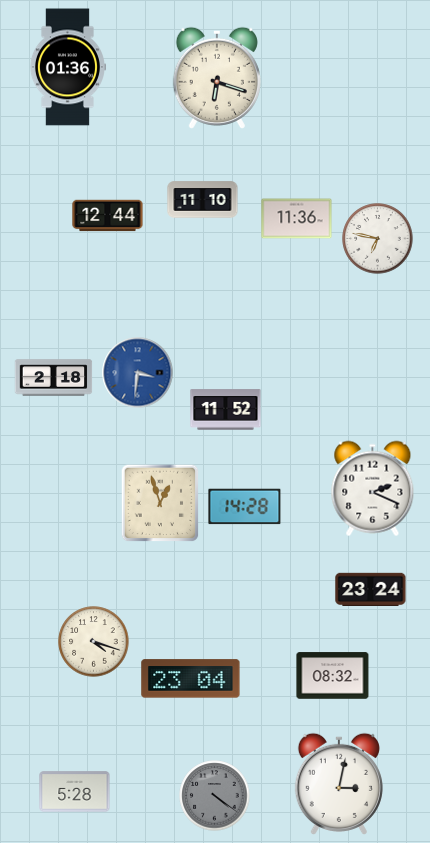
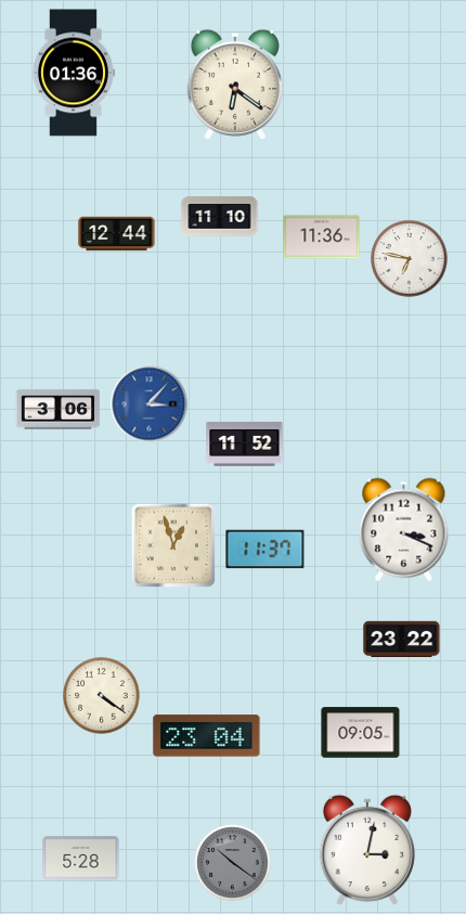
clock at (217, 78): 6:18 -> 6:21
clock at (138, 373): 3:31 -> 3:07
clock at (54, 378): 2:18 -> 3:06
clock at (373, 489): 2:19 -> 3:19
clock at (245, 507): 14:28 -> 11:37
clock at (371, 589): 23:24 -> 23:22
clock at (94, 642): 4:18 -> 4:21
clock at (333, 676): 08:32 -> 09:05
clock at (215, 796): 4:21 -> 10:21
